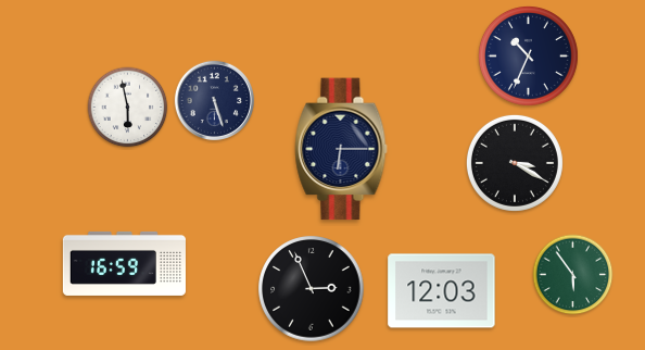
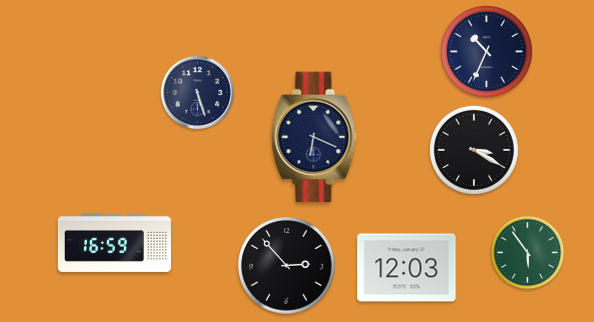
clock at (128, 108): 5:58 -> none
clock at (341, 149): 6:15 -> 6:19
clock at (312, 289): 2:56 -> 2:53
